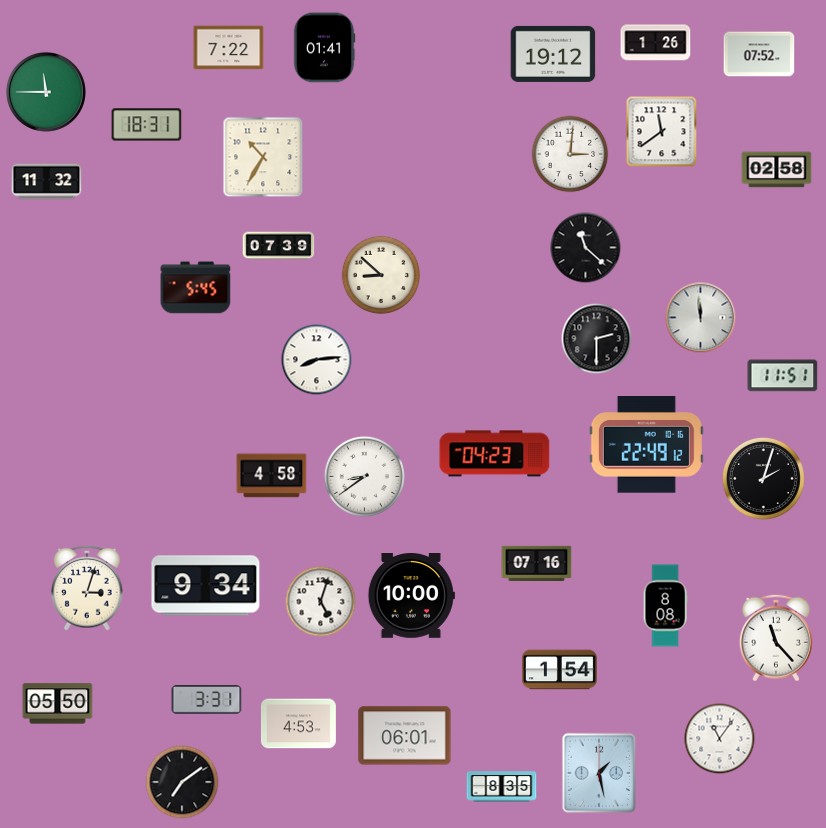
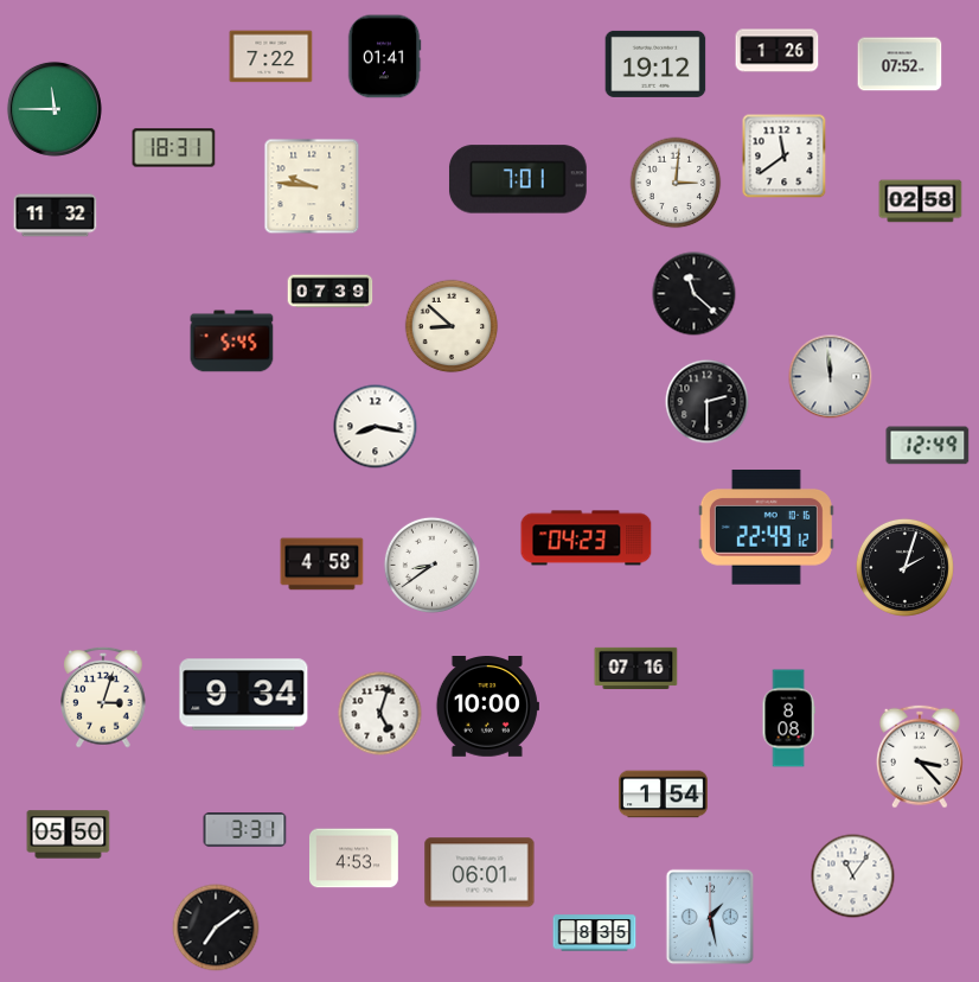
clock at (518, 179): none -> 7:01
clock at (263, 157): 10:35 -> 9:46
clock at (317, 360): 8:14 -> 8:17
clock at (783, 376): 11:51 -> 12:49
clock at (776, 638): 11:23 -> 3:23
